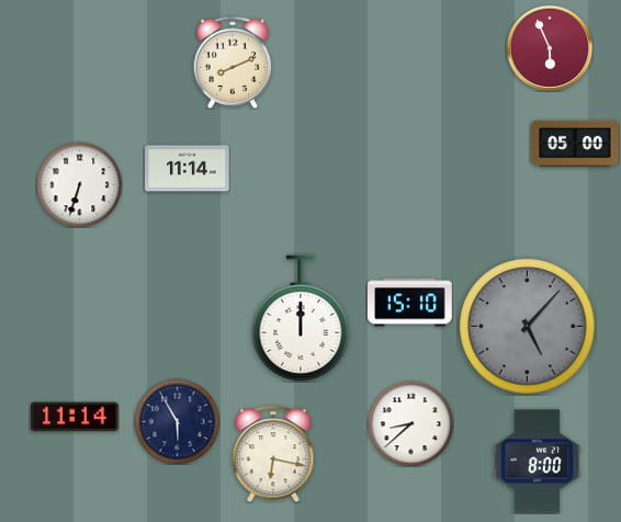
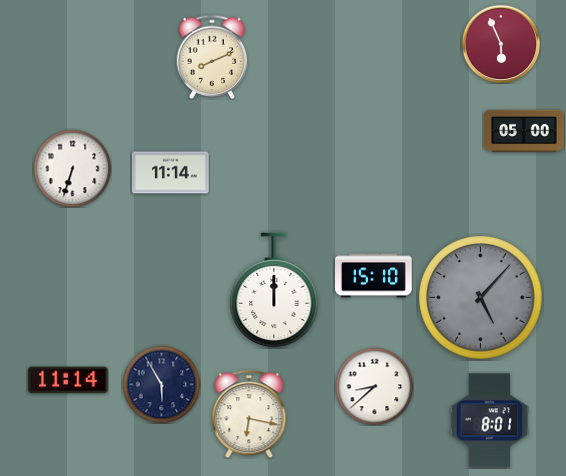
clock at (188, 169) position: (188, 169) -> (171, 173)
clock at (538, 462): 8:00 -> 8:01
